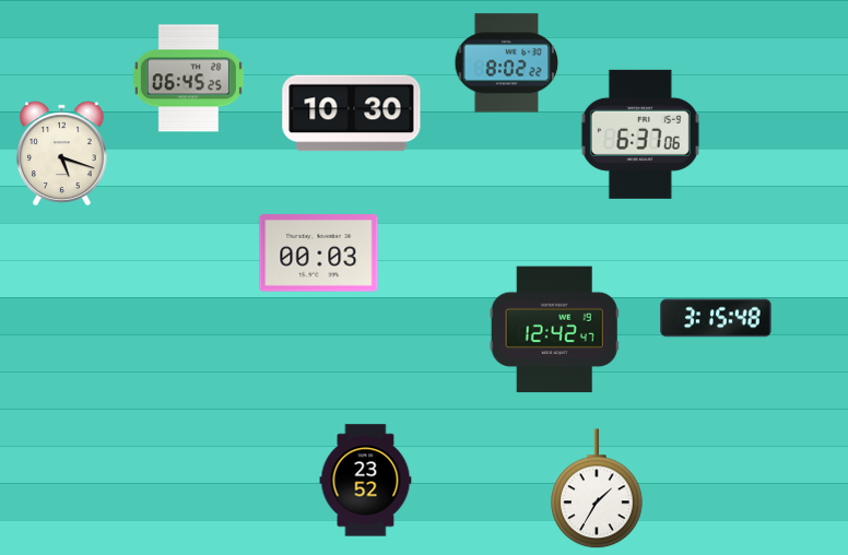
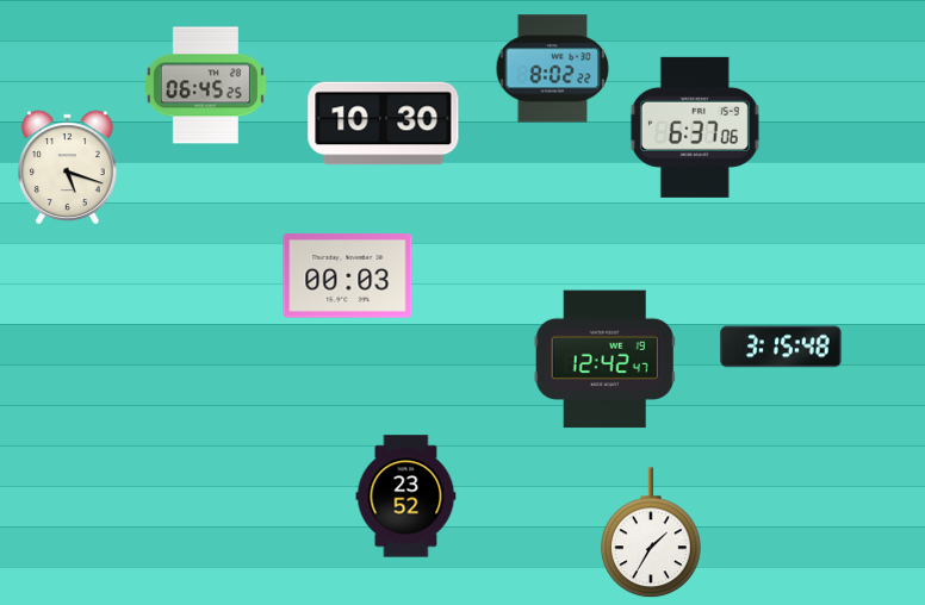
clock at (640, 134) position: (640, 134) -> (695, 127)
clock at (366, 481) position: (366, 481) -> (406, 497)
